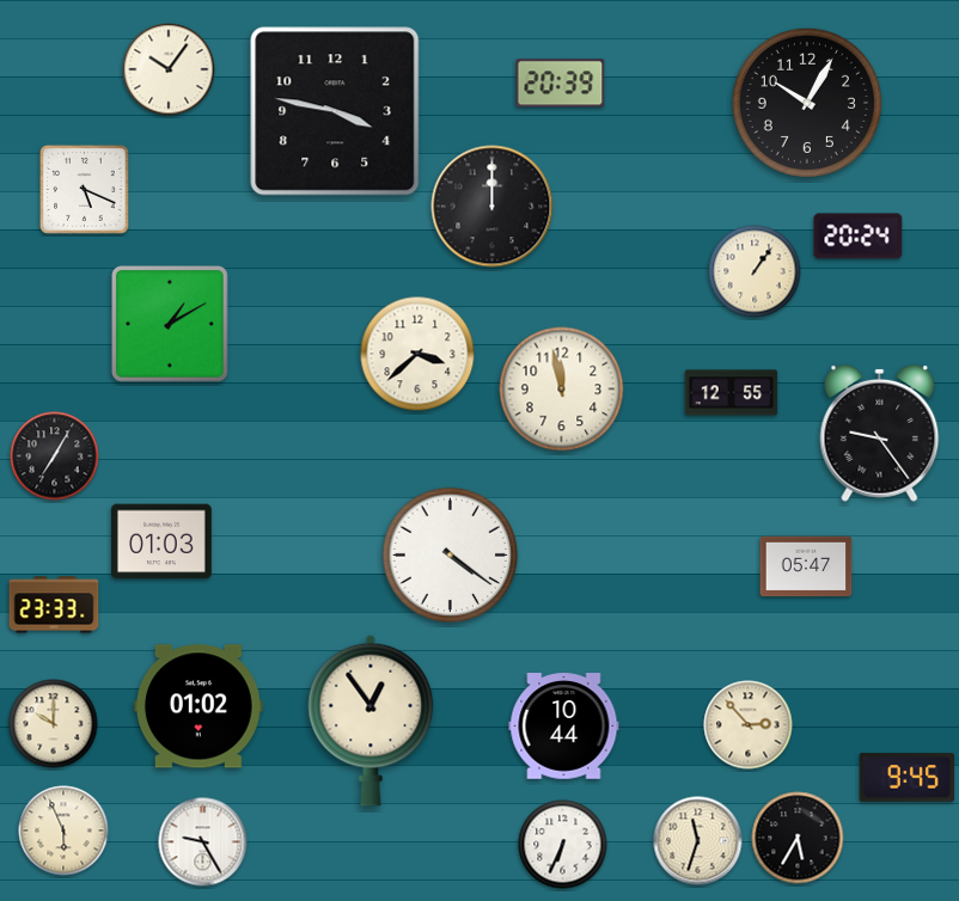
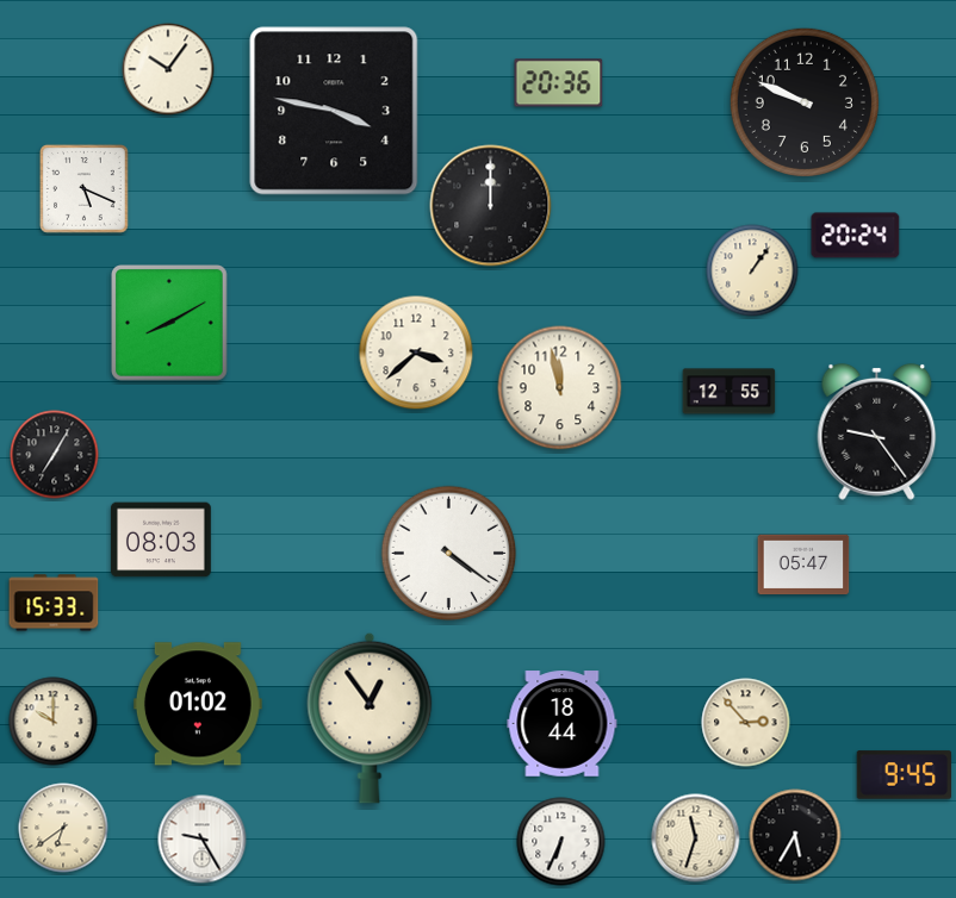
clock at (561, 84): 20:39 -> 20:36
clock at (807, 103): 10:05 -> 9:49
clock at (171, 325): 1:10 -> 8:10
clock at (161, 541): 01:03 -> 08:03
clock at (54, 605): 23:33 -> 15:33
clock at (564, 727): 10:44 -> 18:44
clock at (63, 830): 5:56 -> 6:39
